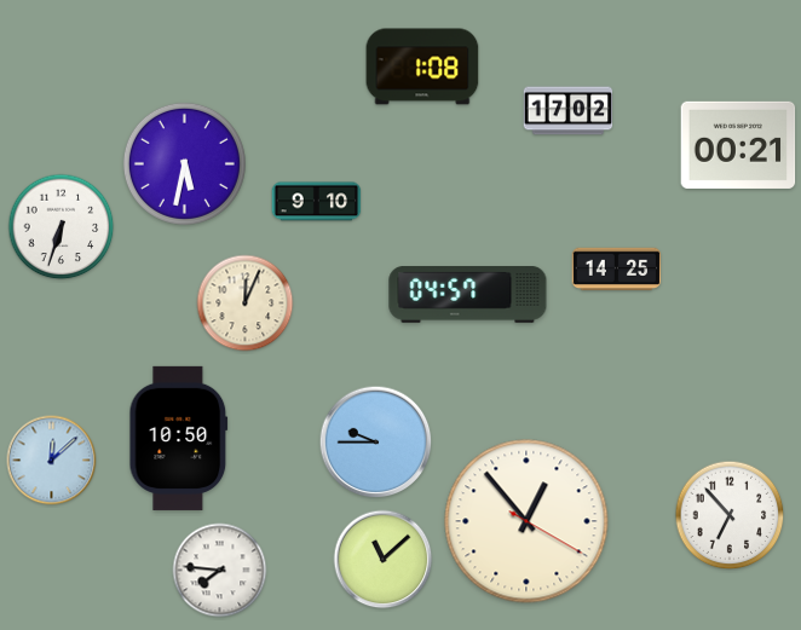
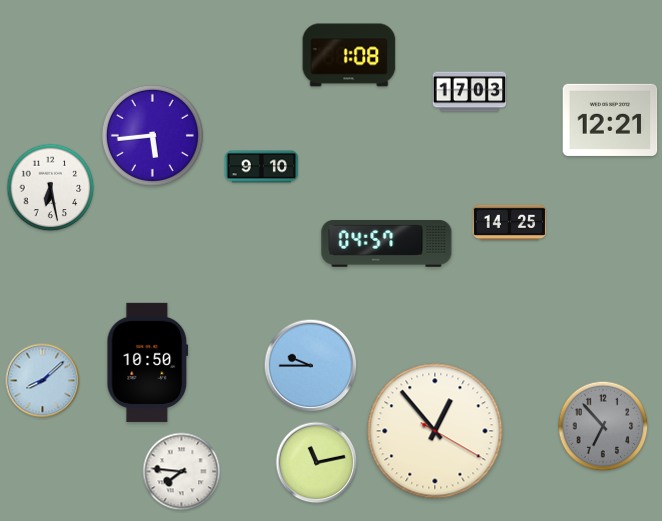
clock at (569, 111): 17:02 -> 17:03
clock at (738, 145): 00:21 -> 12:21
clock at (184, 163): 5:32 -> 5:44
clock at (62, 227): 6:33 -> 6:28
clock at (246, 304): 12:04 -> none
clock at (52, 461): 12:08 -> 8:08
clock at (730, 515) dial: white -> grey
clock at (384, 560): 11:08 -> 11:13
